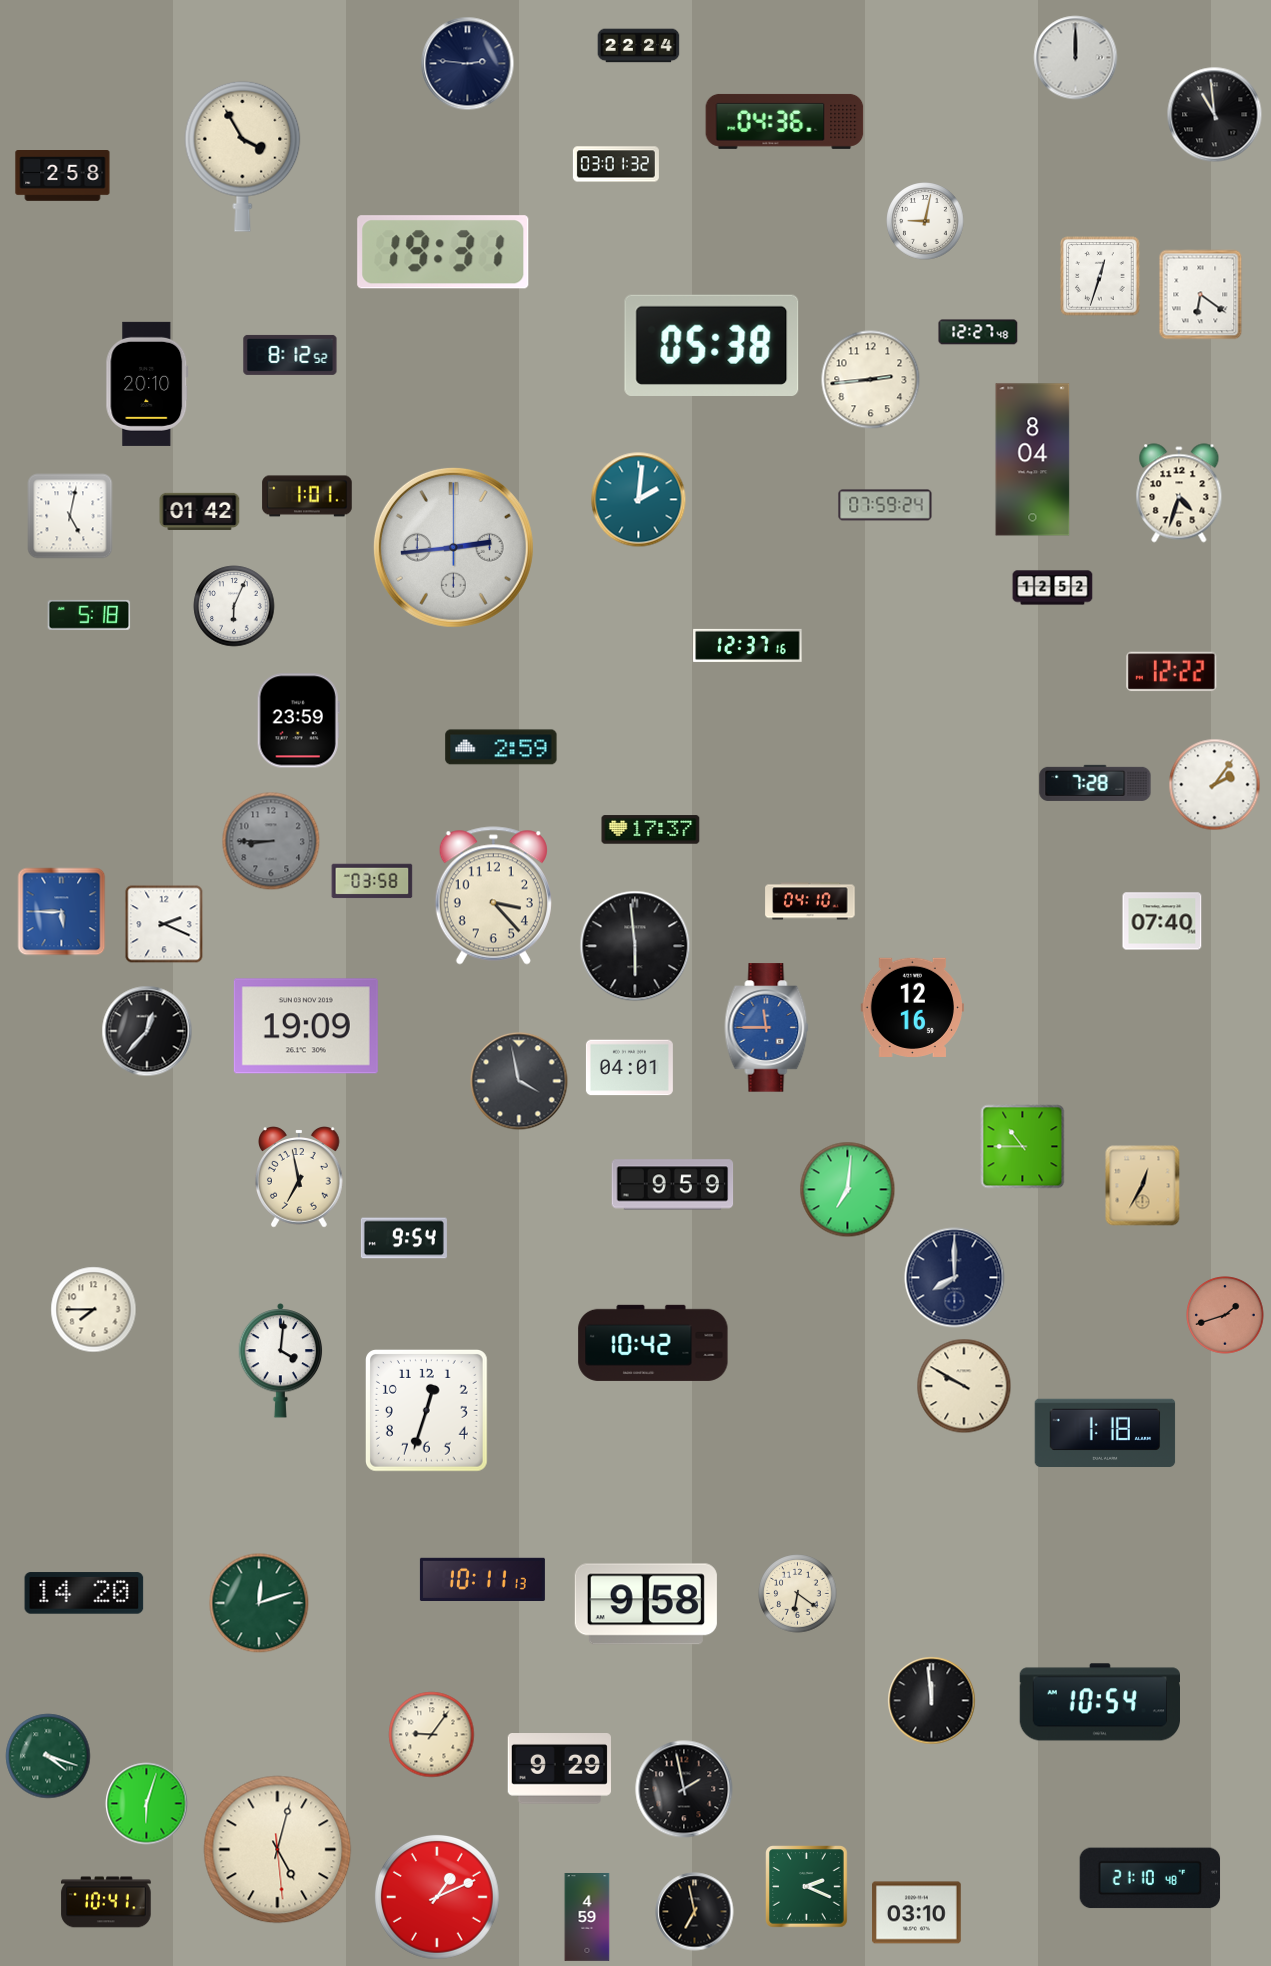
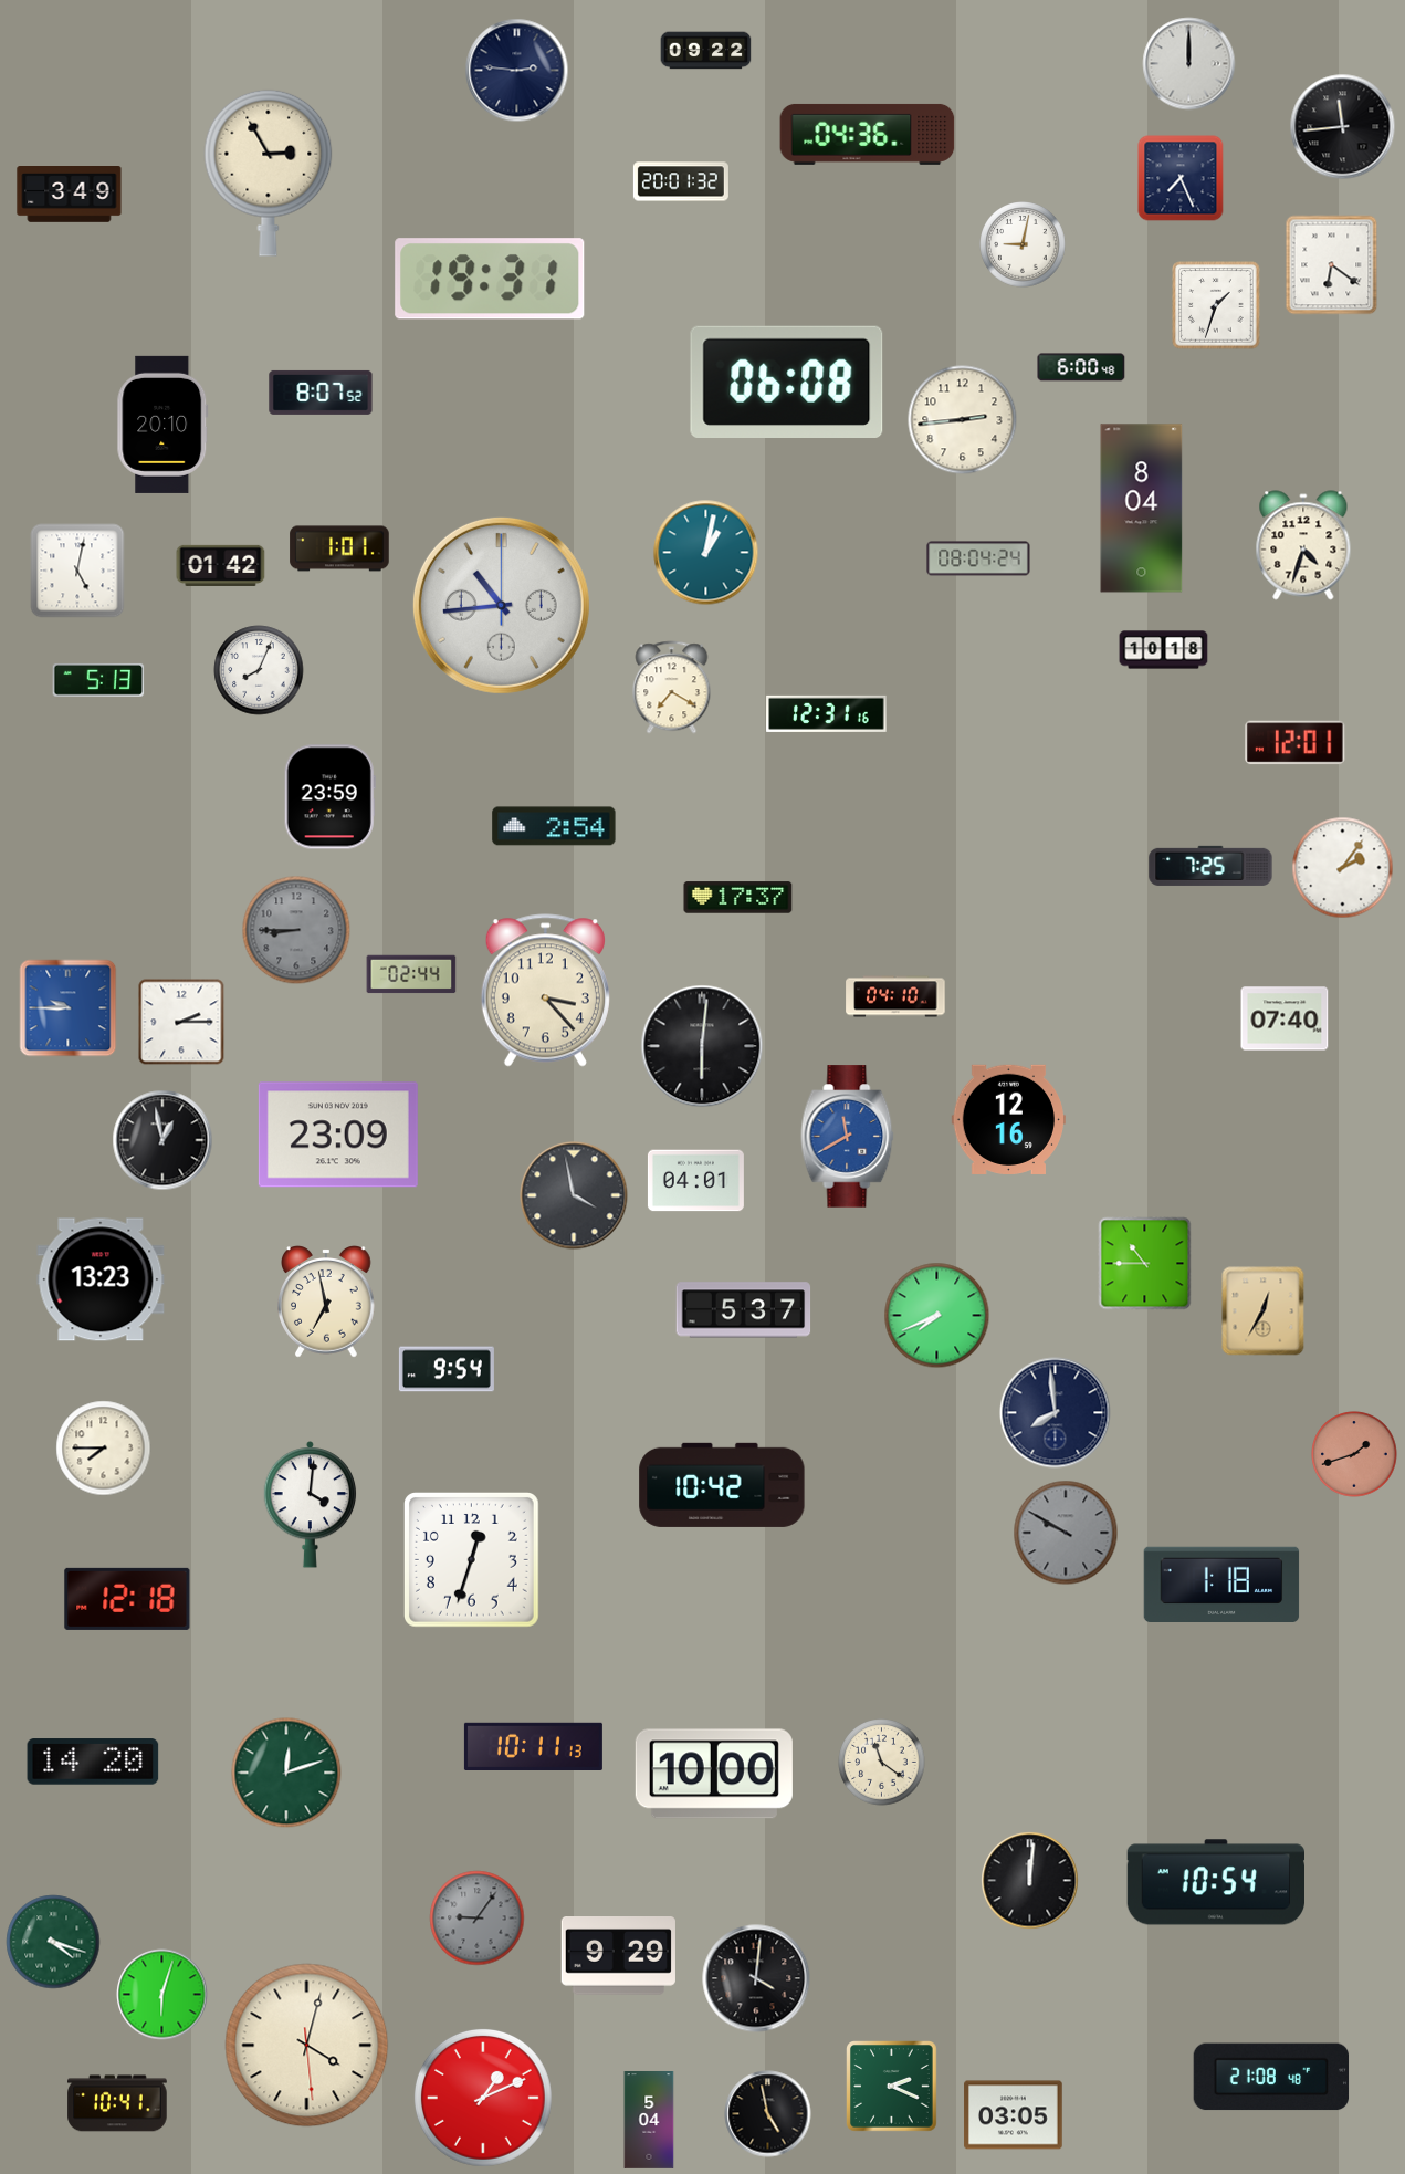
clock at (639, 46): 22:24 -> 09:22
clock at (1215, 115): 10:59 -> 11:44
clock at (243, 156): 3:55 -> 2:55
clock at (1181, 178): none -> 7:26
clock at (616, 164): 03:01 -> 20:01
clock at (63, 176): 2:58 -> 3:49
clock at (1100, 276): 12:33 -> 1:33
clock at (1201, 295) position: (1201, 295) -> (1332, 265)
clock at (978, 332): 12:27 -> 6:00
clock at (712, 345): 05:38 -> 06:08
clock at (290, 355): 8:12 -> 8:07
clock at (639, 500): 2:01 -> 1:02
clock at (885, 505): 07:59 -> 08:04
clock at (453, 547): 2:44 -> 10:44
clock at (1053, 588): 12:52 -> 10:18
clock at (234, 606): 6:04 -> 8:04
clock at (89, 615): 5:18 -> 5:13
clock at (672, 688): none -> 7:20
clock at (748, 645): 12:37 -> 12:31
clock at (1172, 672): 12:22 -> 12:01
clock at (501, 747): 2:59 -> 2:54
clock at (1095, 783): 7:28 -> 7:25
clock at (651, 830) position: (651, 830) -> (738, 898)
clock at (271, 841) position: (271, 841) -> (296, 930)
clock at (372, 881): 03:58 -> 02:44
clock at (62, 912): 5:45 -> 9:45
clock at (164, 924): 2:19 -> 2:15
clock at (635, 946): 5:59 -> 6:01
clock at (912, 1007) position: (912, 1007) -> (1008, 1119)
clock at (306, 1026): 19:09 -> 23:09
clock at (767, 1028): 11:45 -> 11:40
clock at (147, 1031): 12:37 -> 12:58
clock at (1023, 1147) position: (1023, 1147) -> (1145, 1264)
clock at (101, 1279): none -> 13:23
clock at (300, 1177) position: (300, 1177) -> (327, 1302)
clock at (673, 1185): 9:59 -> 5:37
clock at (848, 1190): 7:01 -> 7:41
clock at (955, 1278): 8:00 -> 7:59
clock at (964, 1386) dial: cream -> grey
clock at (127, 1599): none -> 12:18
clock at (798, 1594): 6:21 -> 11:21
clock at (646, 1604): 9:58 -> 10:00
clock at (932, 1701): 11:59 -> 12:01
clock at (432, 1735) dial: cream -> grey
clock at (684, 1789): 1:58 -> 4:01
clock at (278, 1850): 5:02 -> 4:02
clock at (1150, 1878): 21:10 -> 21:08
clock at (695, 1912): 6:58 -> 4:58
clock at (917, 1913): 03:10 -> 03:05
clock at (587, 1918): 4:59 -> 5:04
